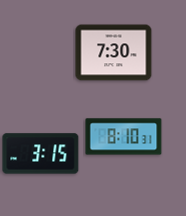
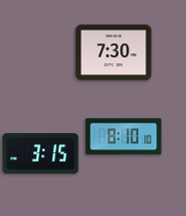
clock at (124, 137): 8:10:31 -> 8:10:10
